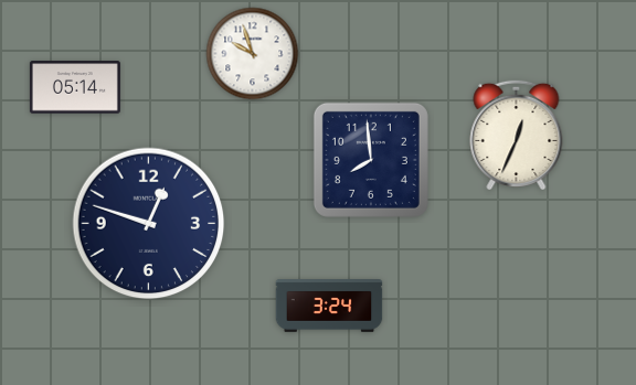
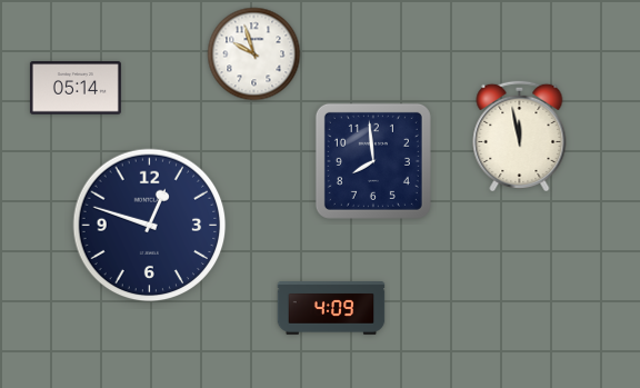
clock at (517, 133): 12:34 -> 11:58
clock at (329, 307): 3:24 -> 4:09
